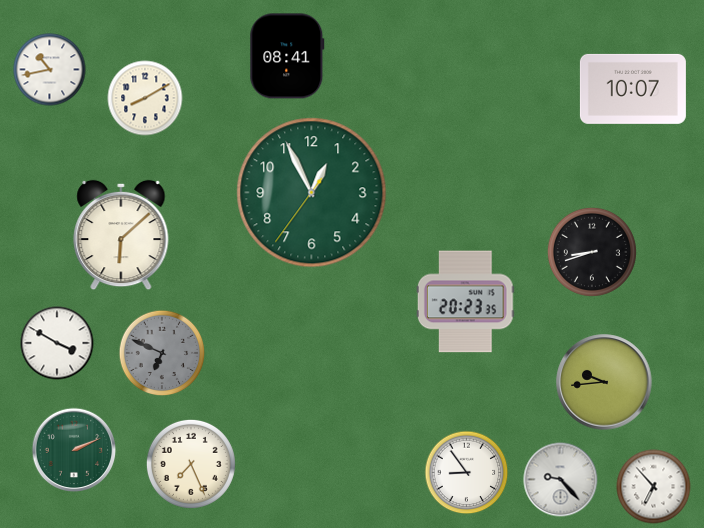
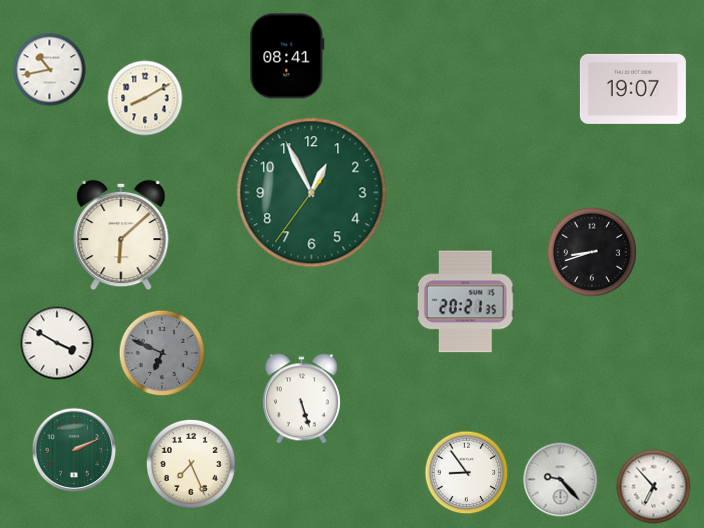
clock at (633, 89): 10:07 -> 19:07
clock at (465, 302): 20:23 -> 20:21
clock at (604, 382): 9:44 -> none
clock at (301, 399): none -> 5:27
